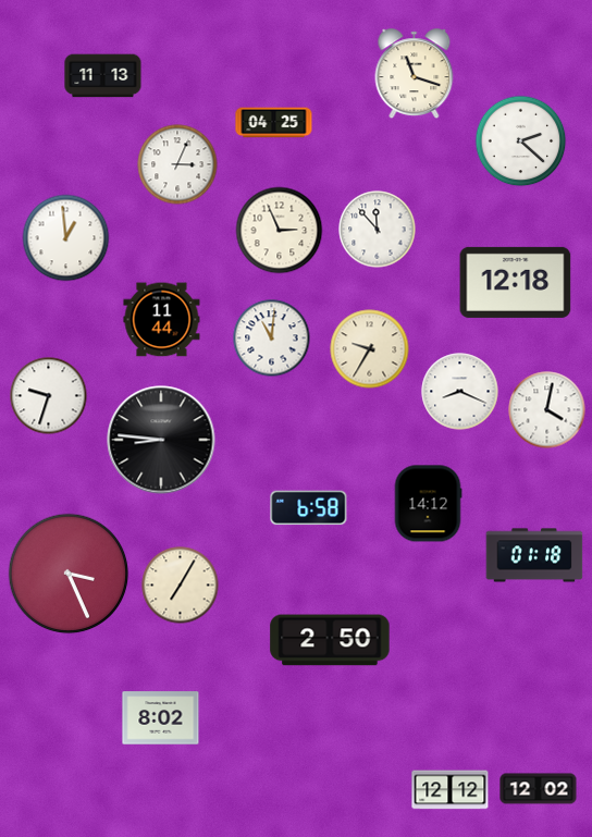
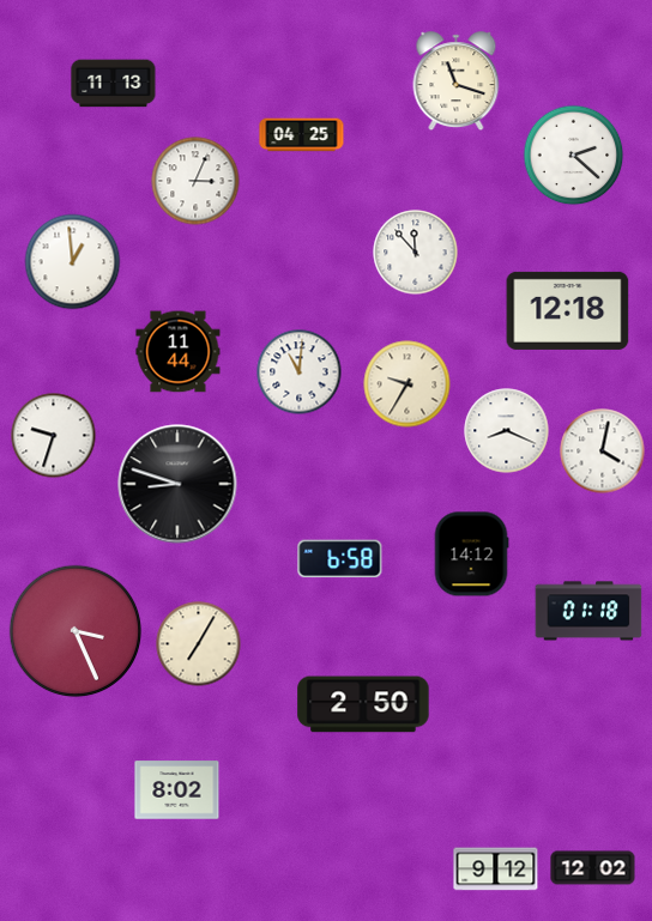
clock at (280, 231): 2:56 -> none
clock at (161, 440): 8:46 -> 8:48
clock at (451, 790): 12:12 -> 9:12
